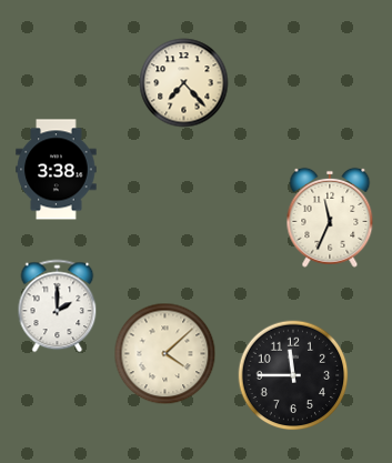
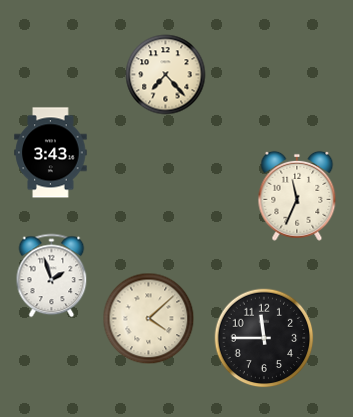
clock at (57, 170): 3:38 -> 3:43
clock at (58, 306): 2:00 -> 1:57
